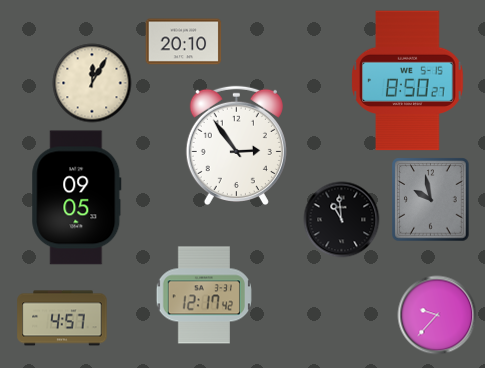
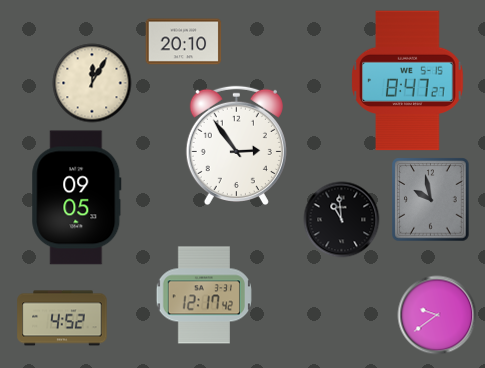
clock at (408, 81): 8:50 -> 8:47
clock at (437, 315): 9:37 -> 9:39
clock at (62, 318): 4:57 -> 4:52
